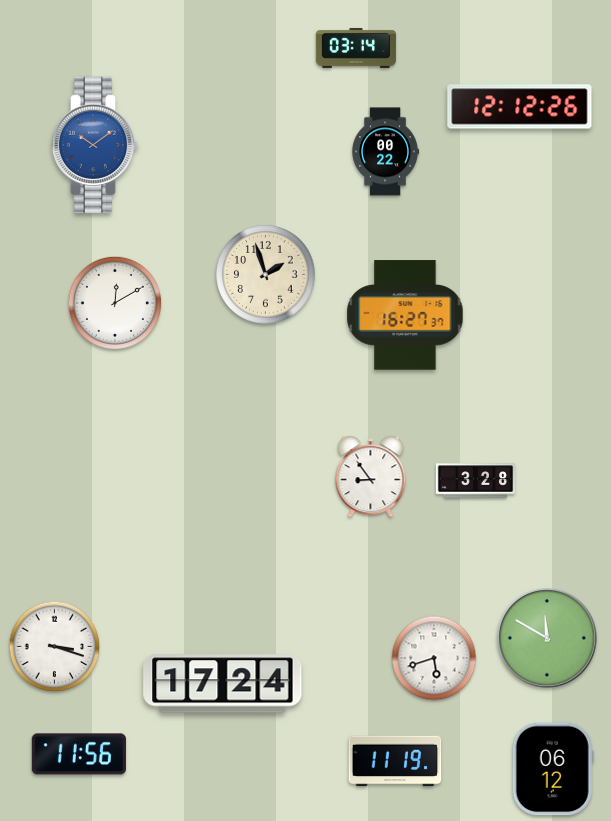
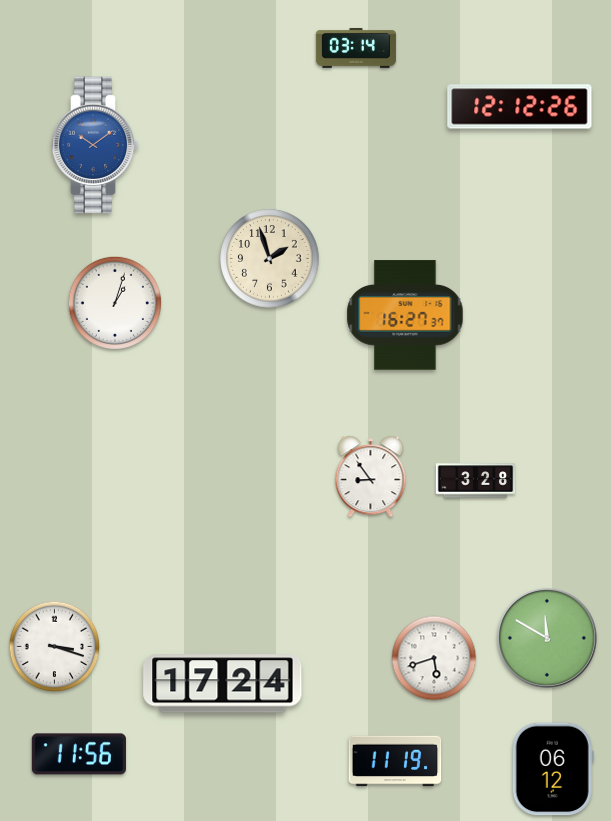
clock at (385, 152): 00:22 -> none
clock at (266, 275) position: (266, 275) -> (270, 259)
clock at (115, 303): 12:10 -> 1:03
